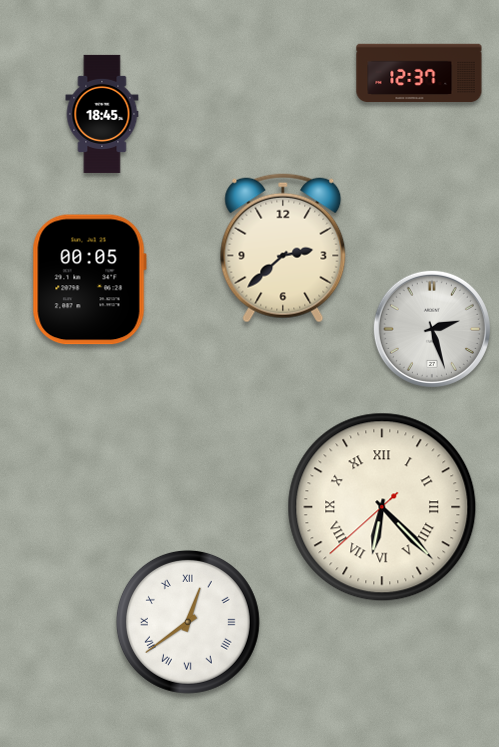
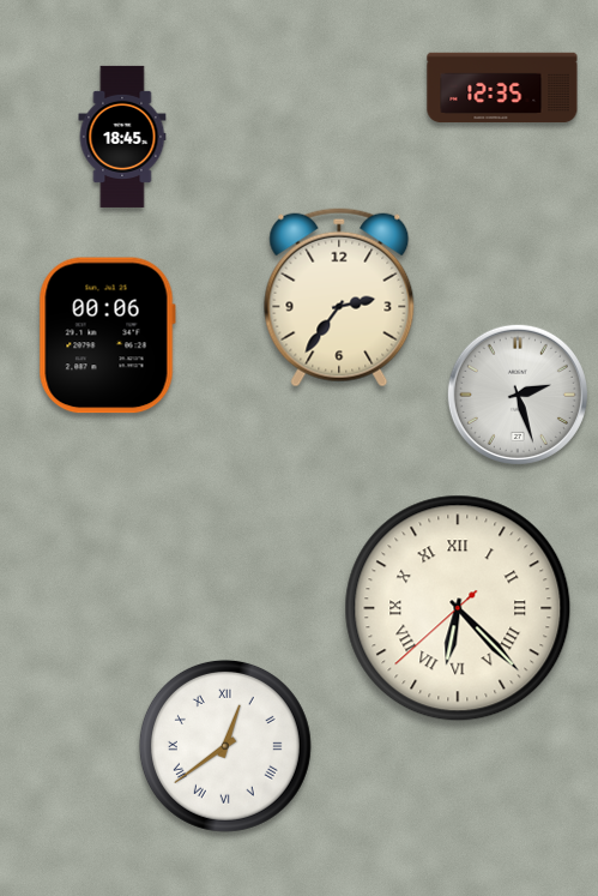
clock at (419, 73): 12:37 -> 12:35
clock at (283, 248): 2:38 -> 2:36
clock at (89, 280): 00:05 -> 00:06
